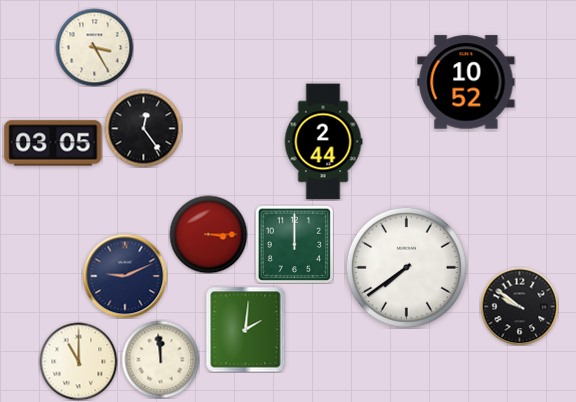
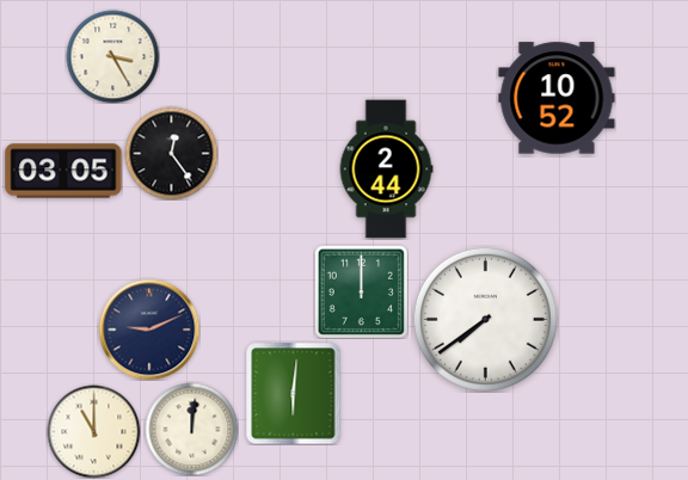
clock at (208, 234): 3:15 -> none
clock at (294, 244) position: (294, 244) -> (361, 291)
clock at (519, 306): 9:51 -> none
clock at (246, 329): 2:01 -> 6:01
clock at (160, 359): 11:59 -> 12:01
